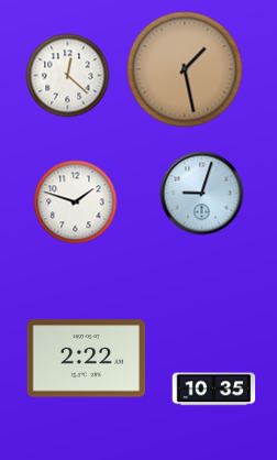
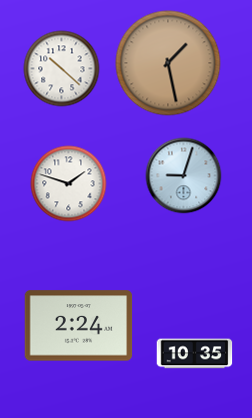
clock at (68, 76): 12:22 -> 10:22
clock at (87, 359): 2:22 -> 2:24
